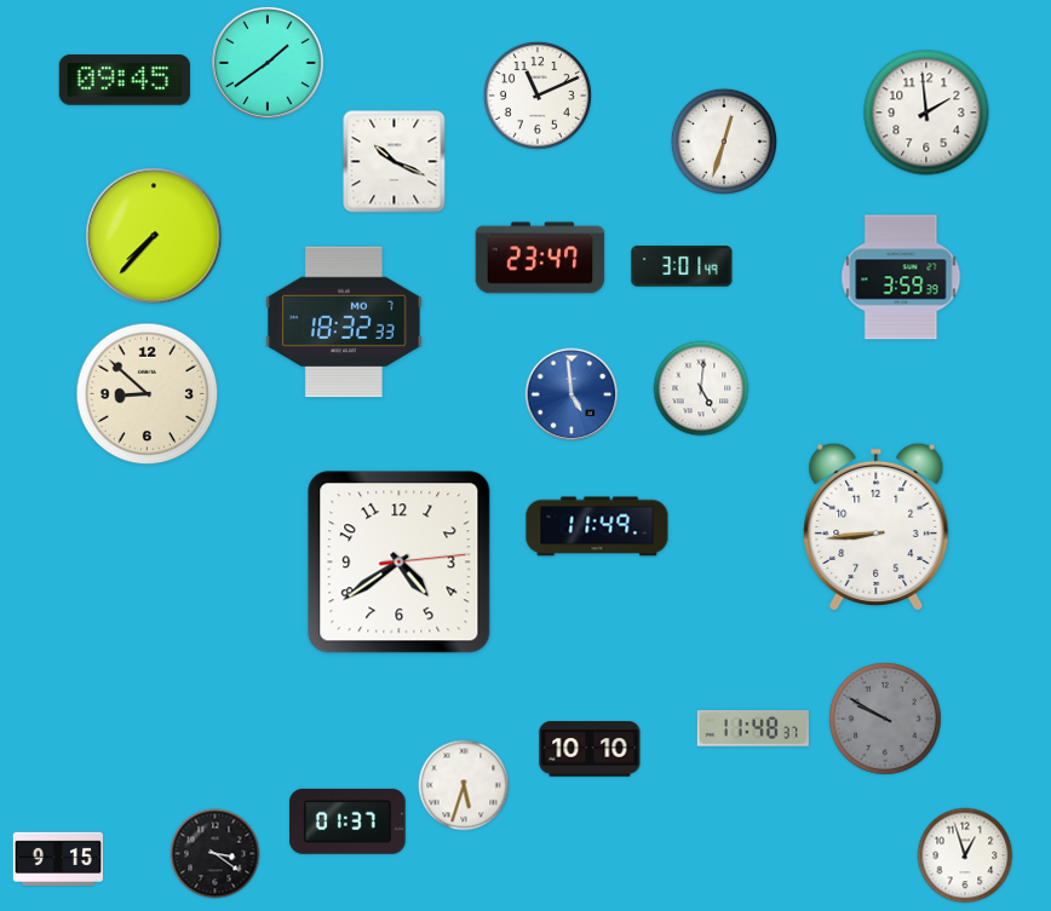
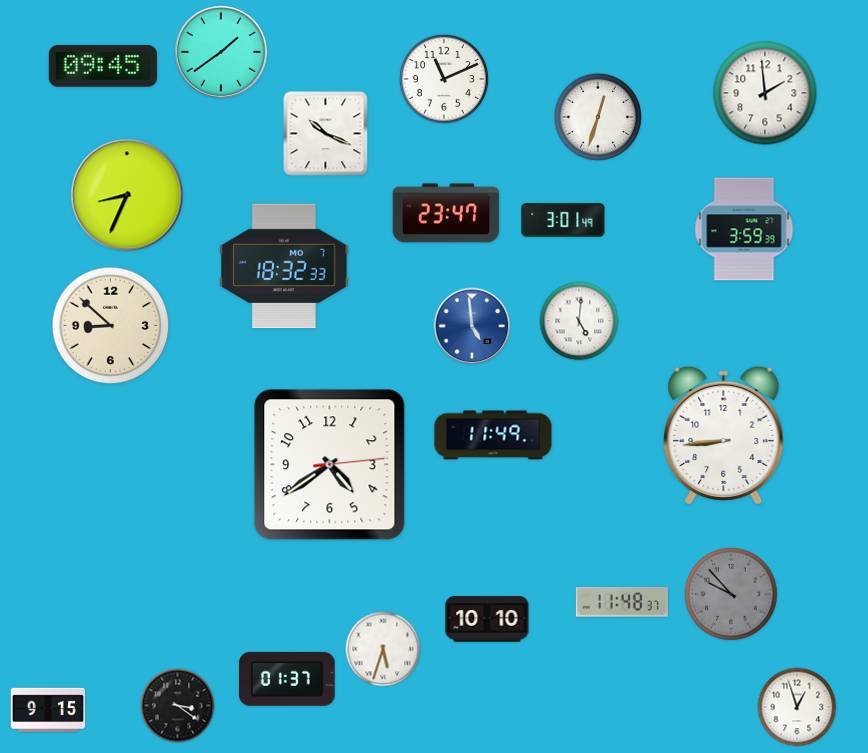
clock at (154, 236): 7:37 -> 8:34
clock at (148, 394) position: (148, 394) -> (111, 326)
clock at (886, 720): 9:50 -> 9:53
